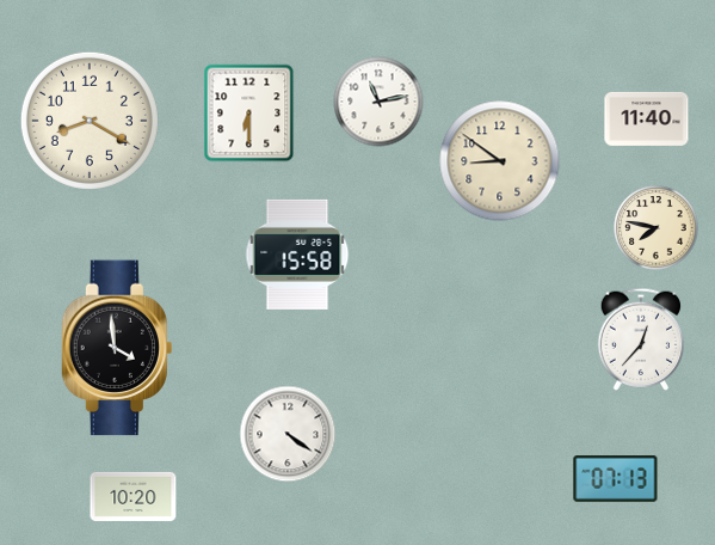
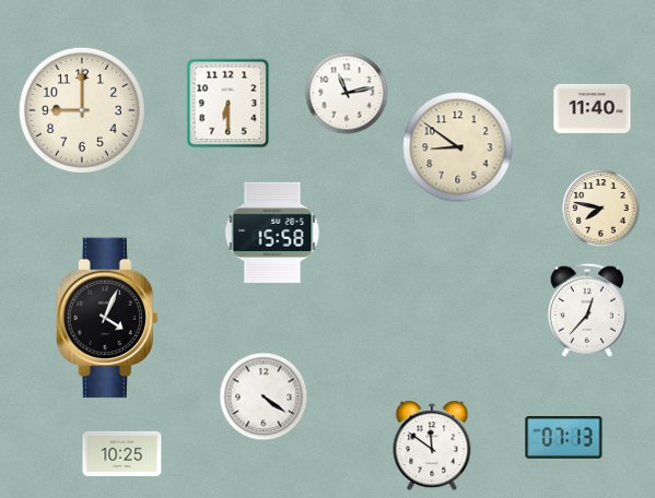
clock at (90, 121): 8:20 -> 9:00
clock at (116, 348): 3:59 -> 4:04
clock at (432, 446): none -> 11:51
clock at (134, 496): 10:20 -> 10:25
